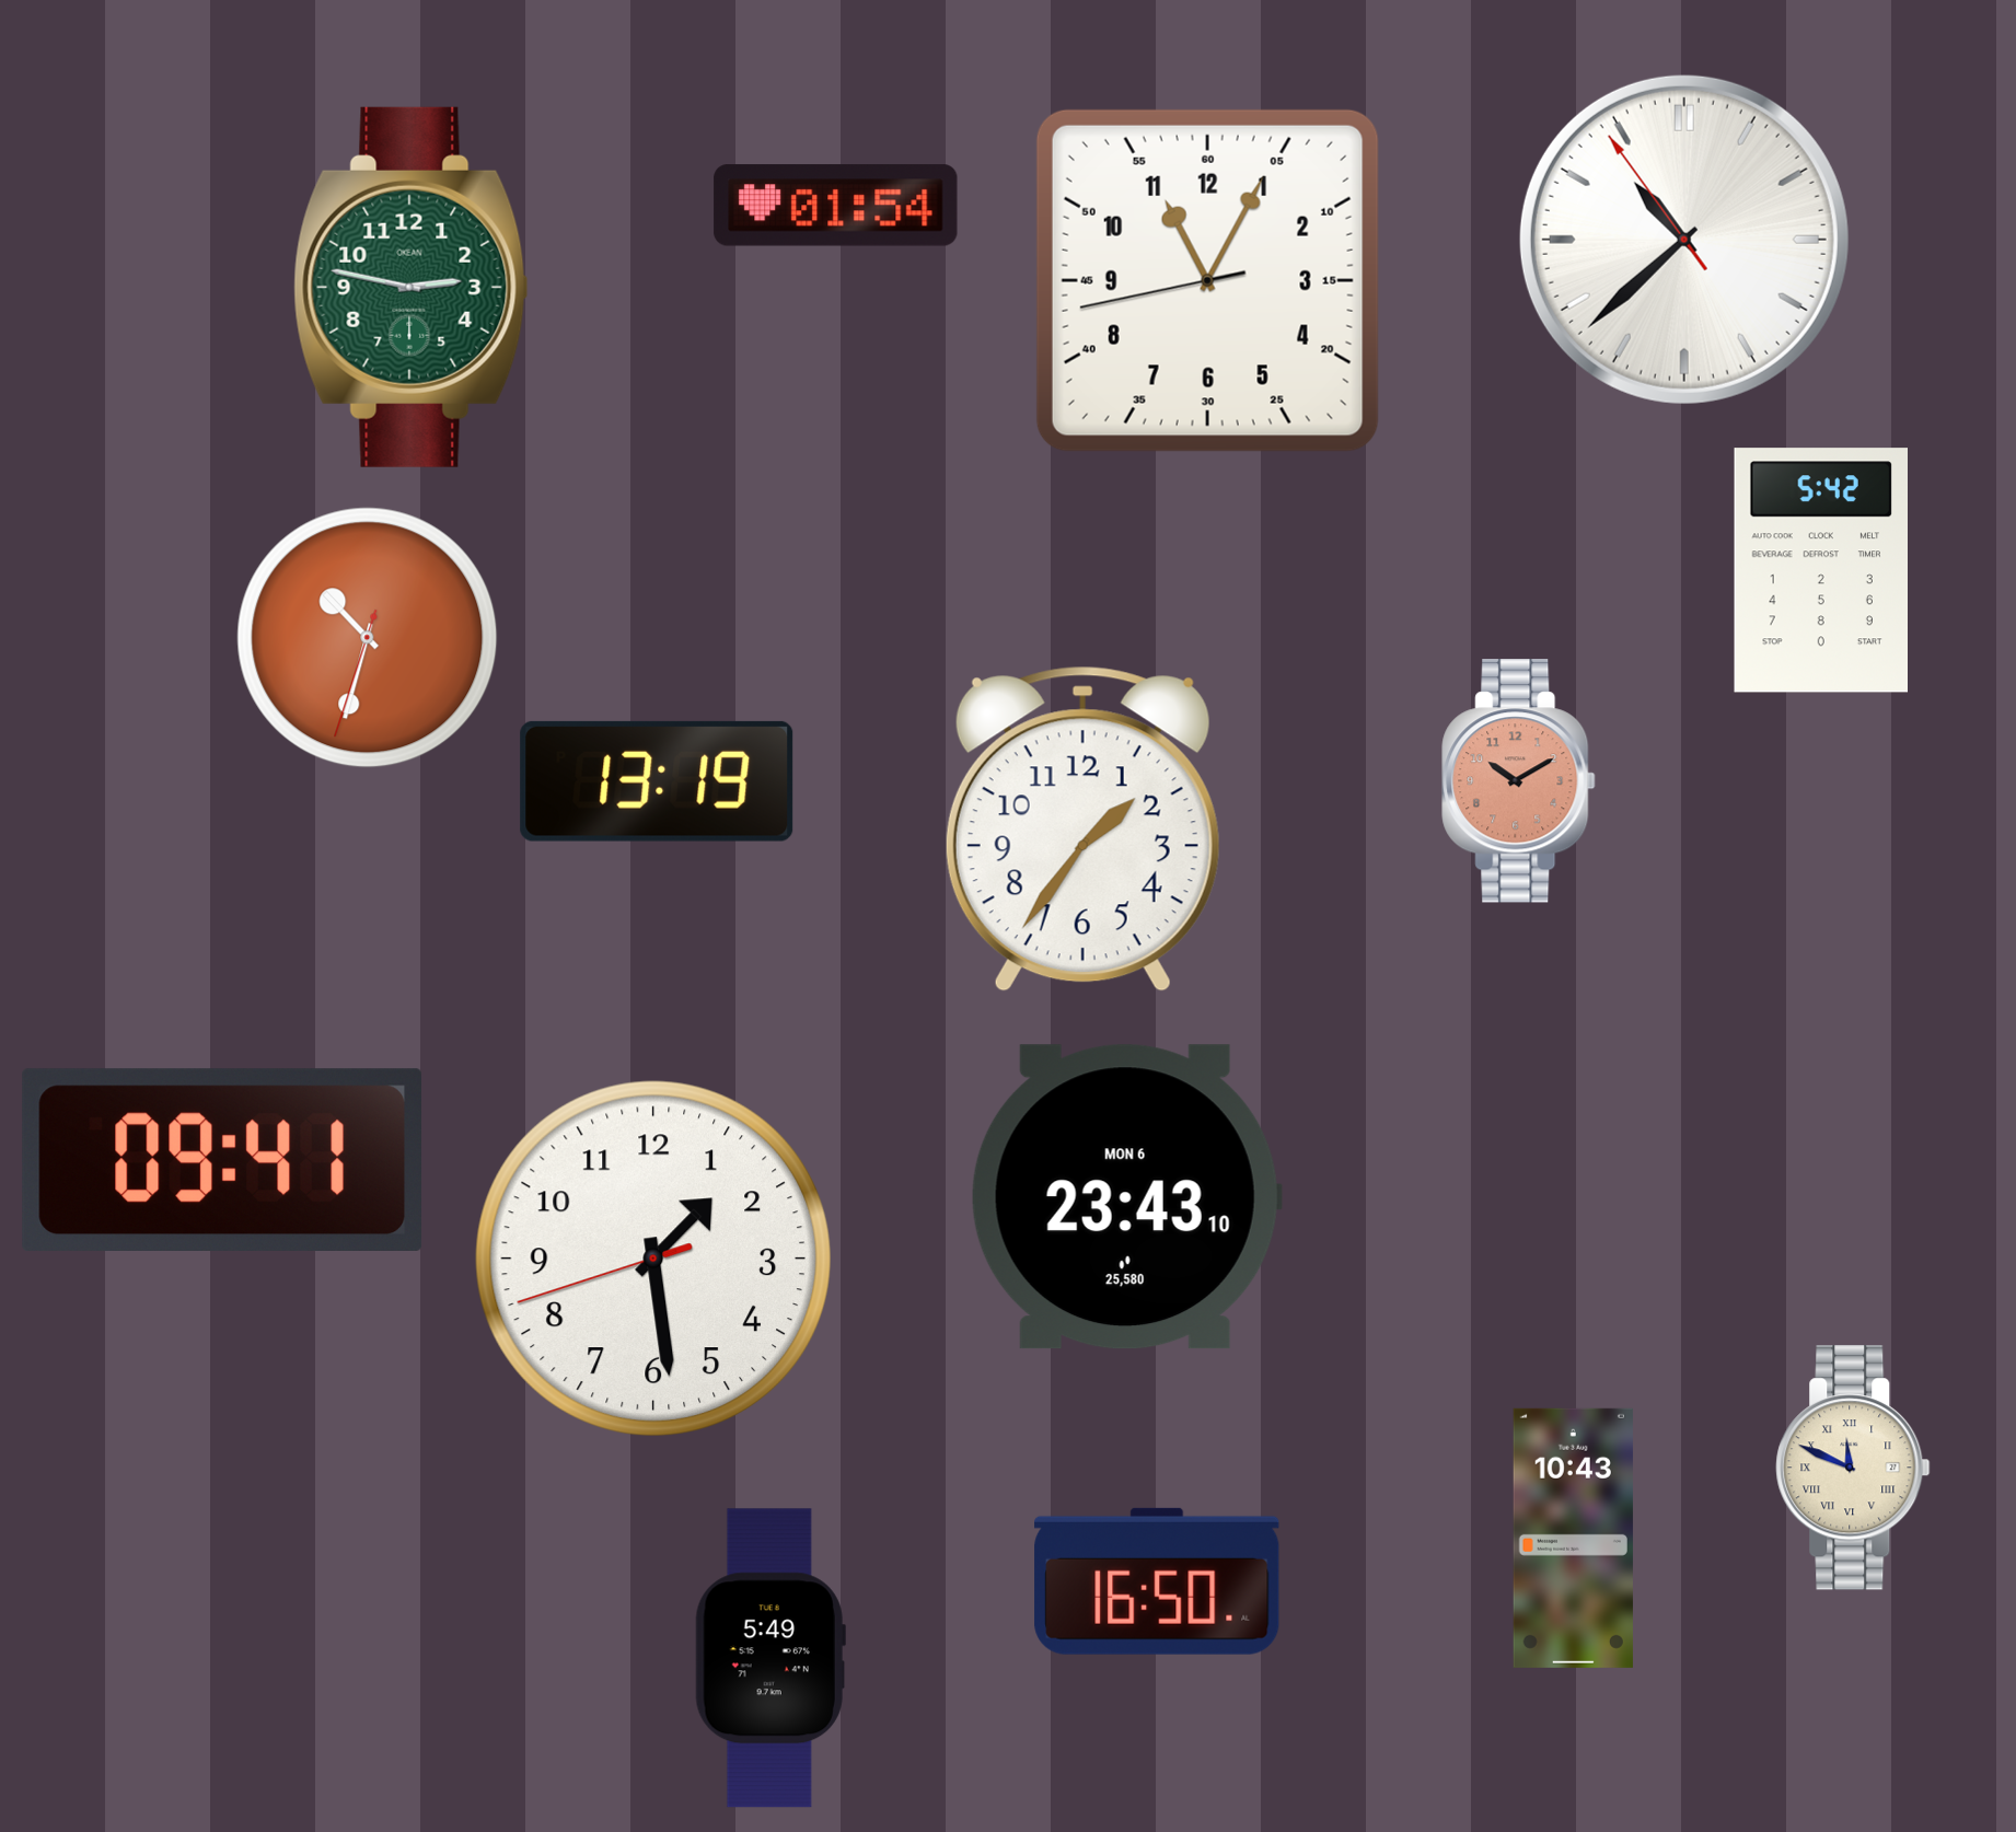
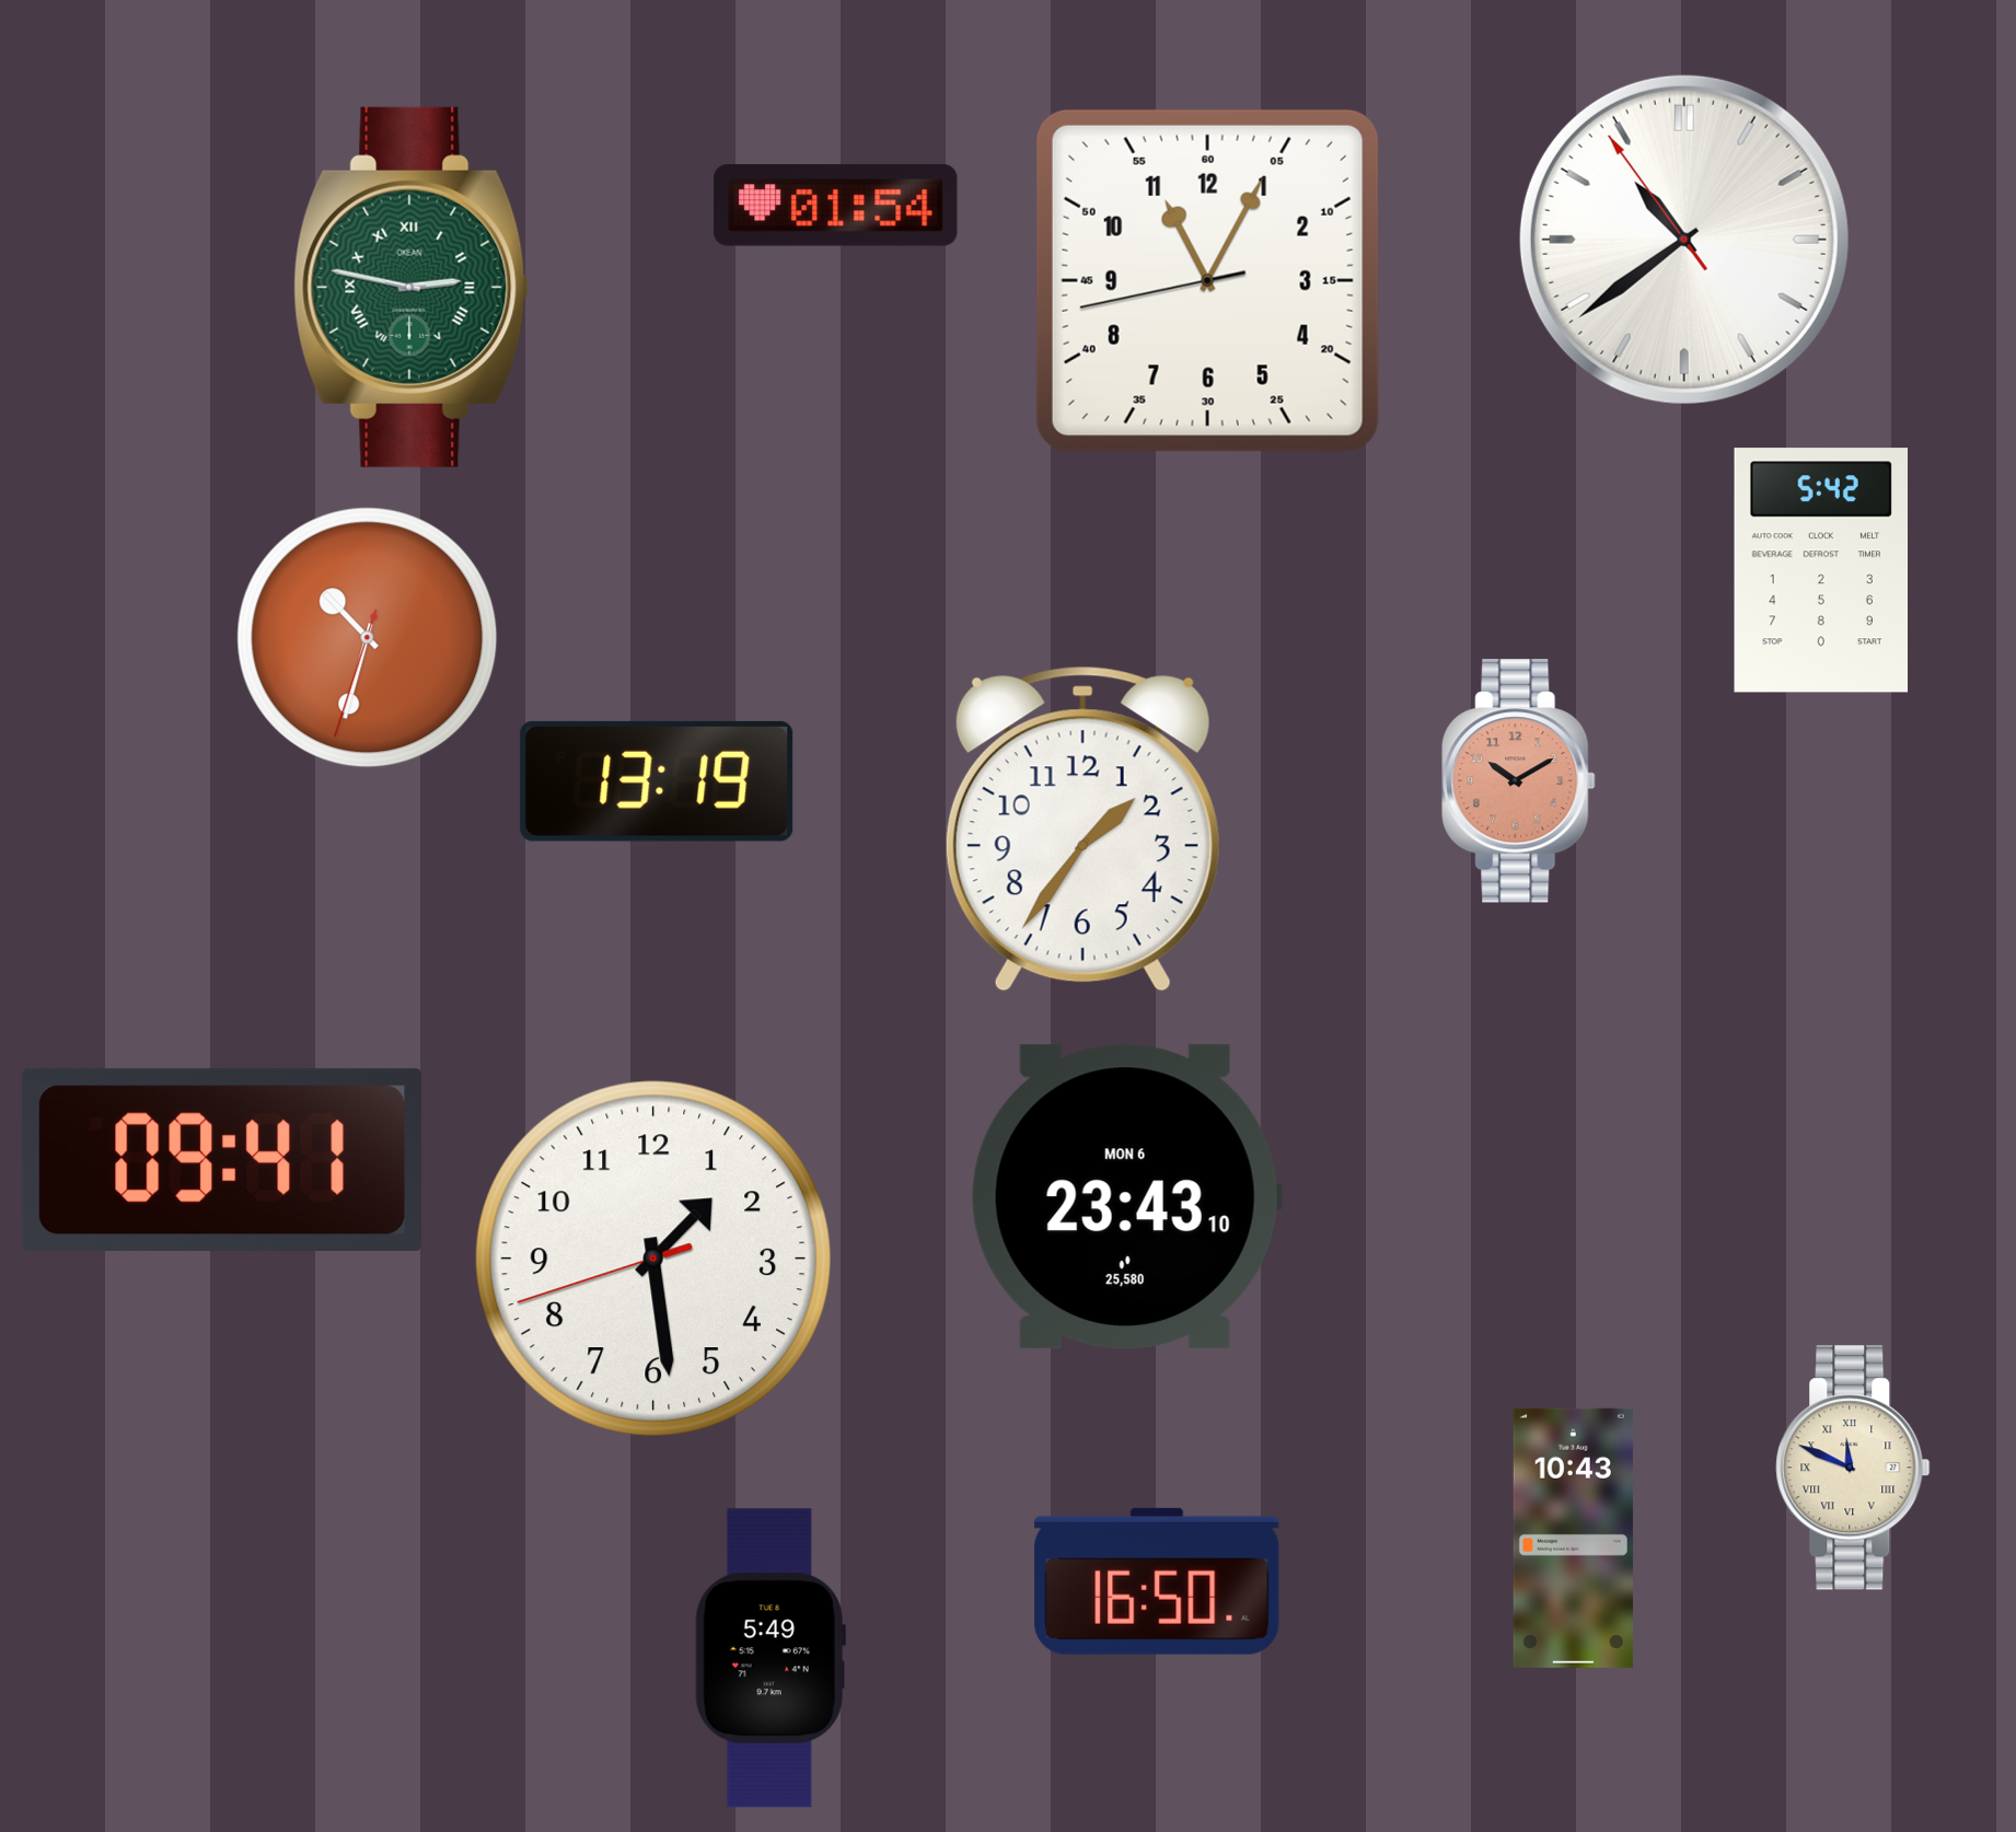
clock at (1684, 240): 10:37 -> 10:38
clock at (412, 287) numerals: Arabic -> Roman
